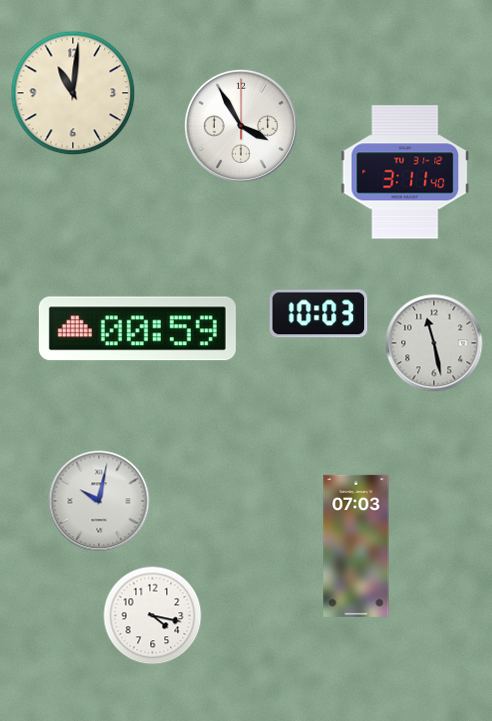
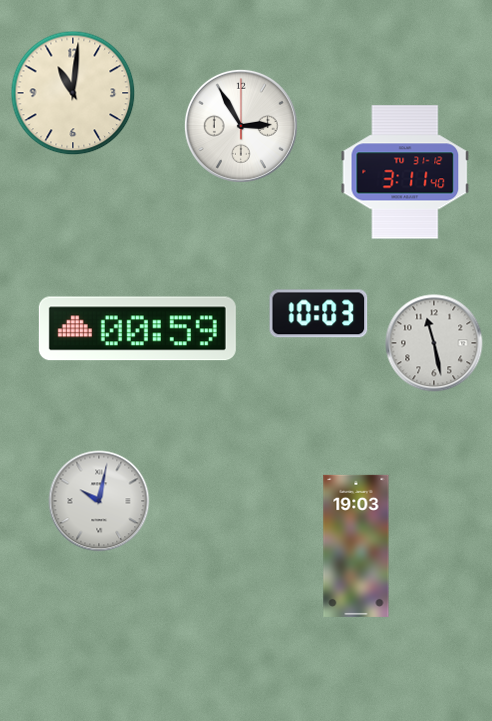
clock at (241, 126): 3:55 -> 2:55
clock at (356, 546): 07:03 -> 19:03
clock at (153, 616): 4:17 -> none
